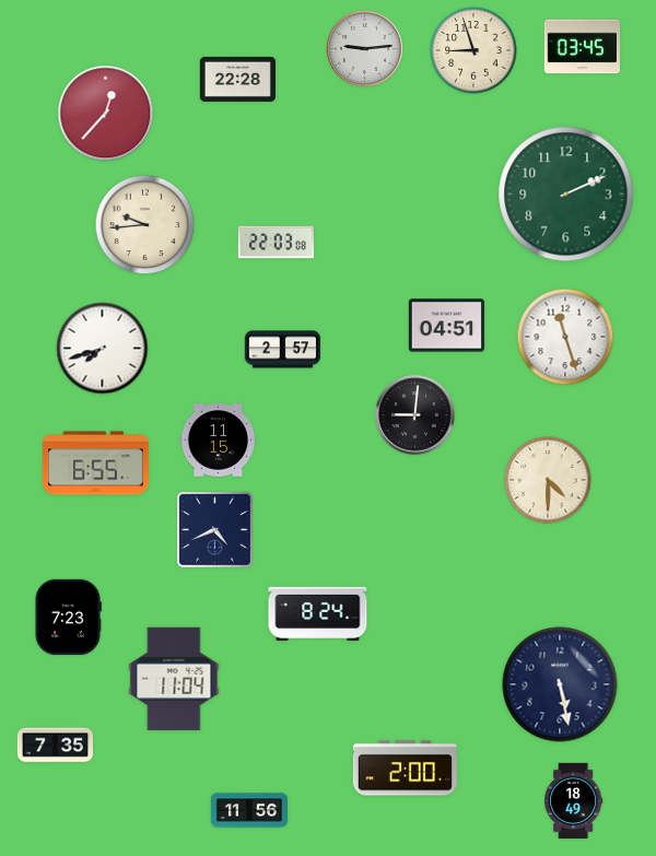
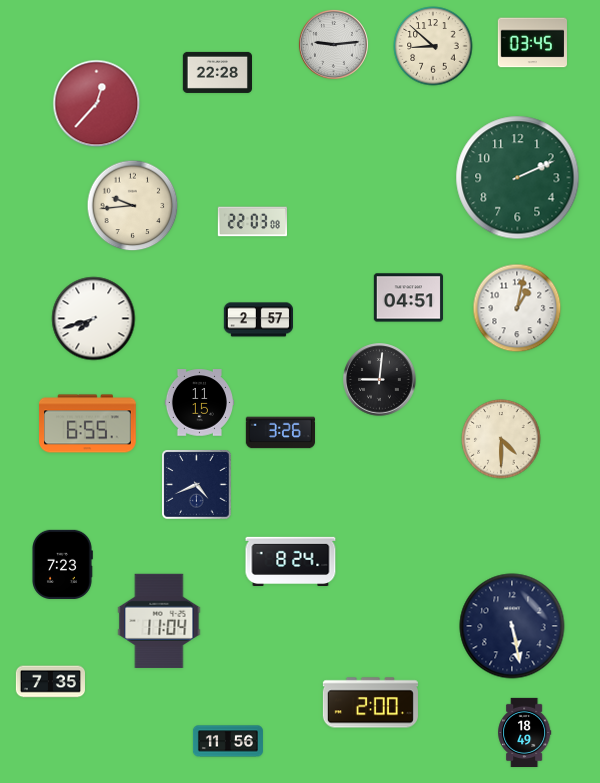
clock at (473, 50): 8:57 -> 8:52
clock at (565, 337): 11:27 -> 1:02
clock at (280, 433): none -> 3:26
